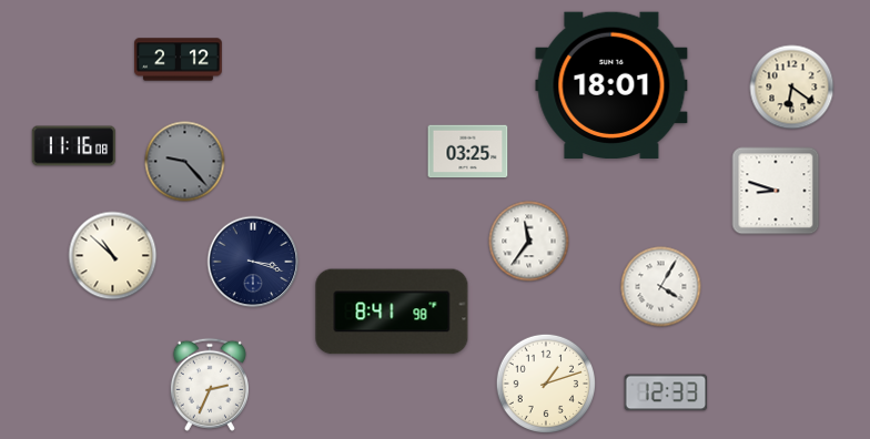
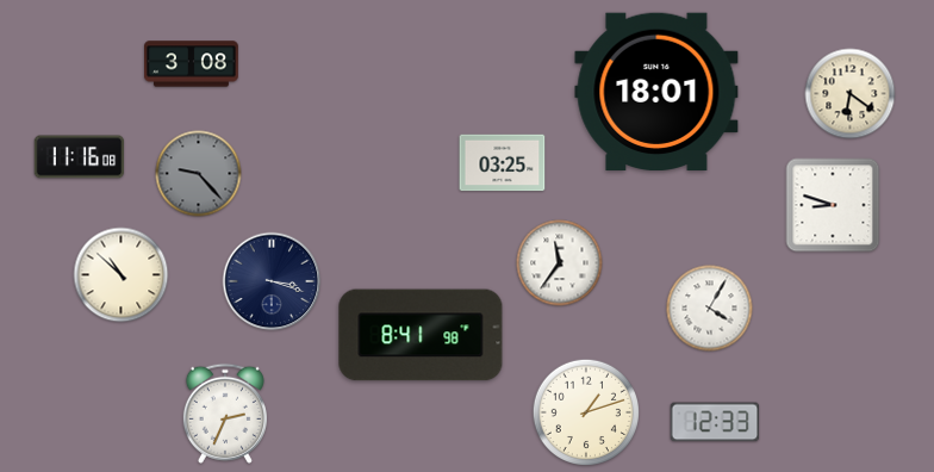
clock at (179, 60): 2:12 -> 3:08
clock at (529, 242) position: (529, 242) -> (560, 263)
